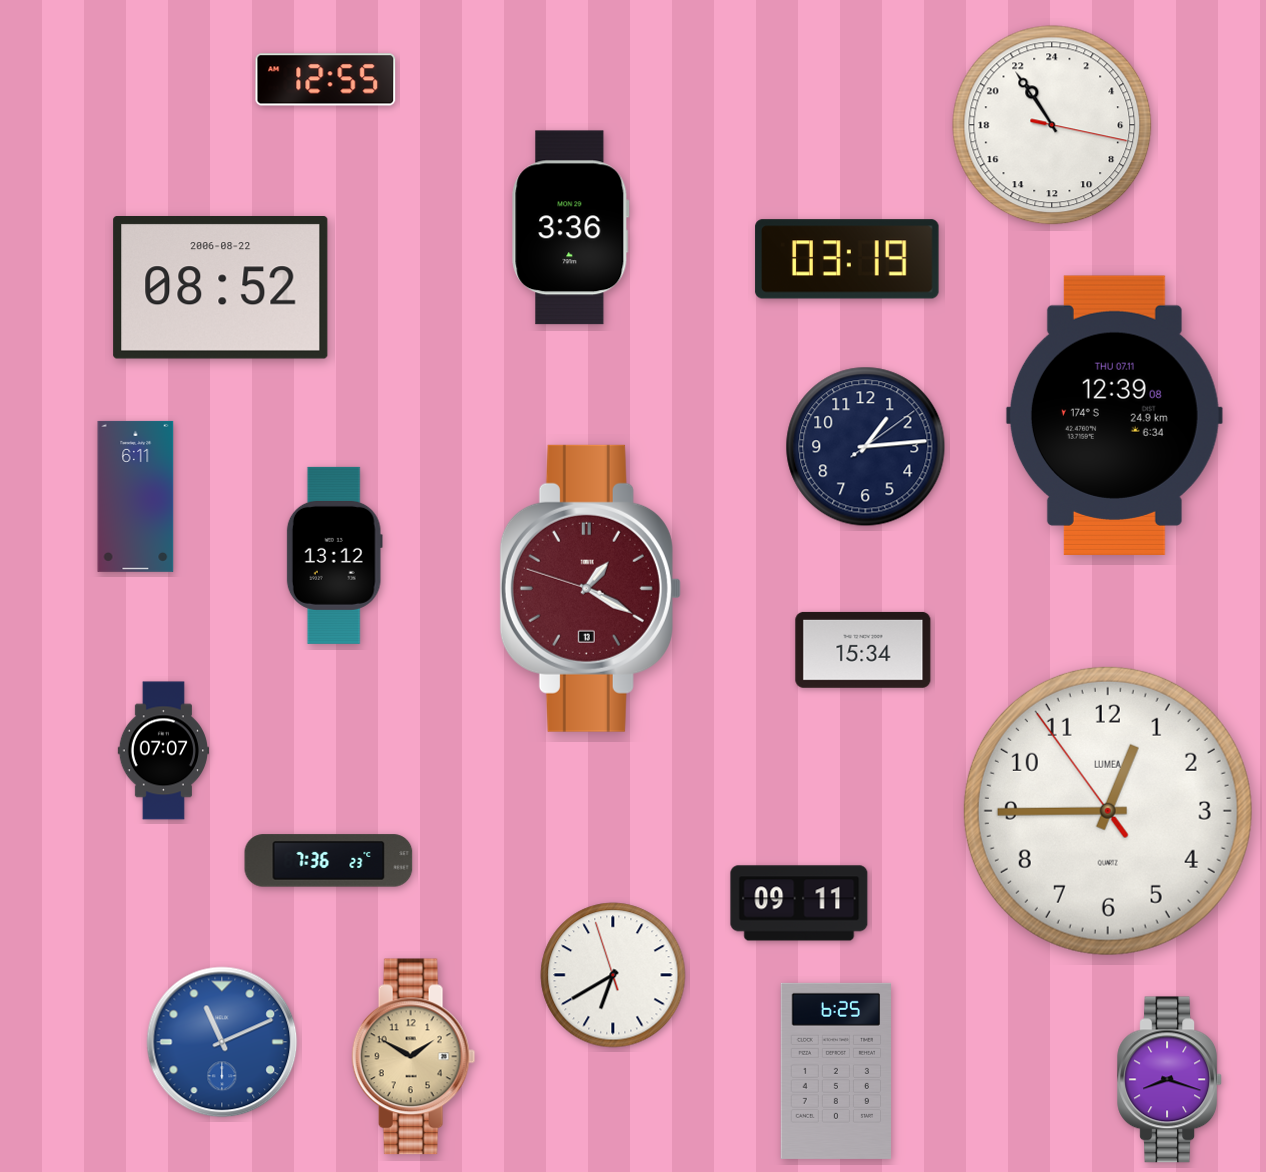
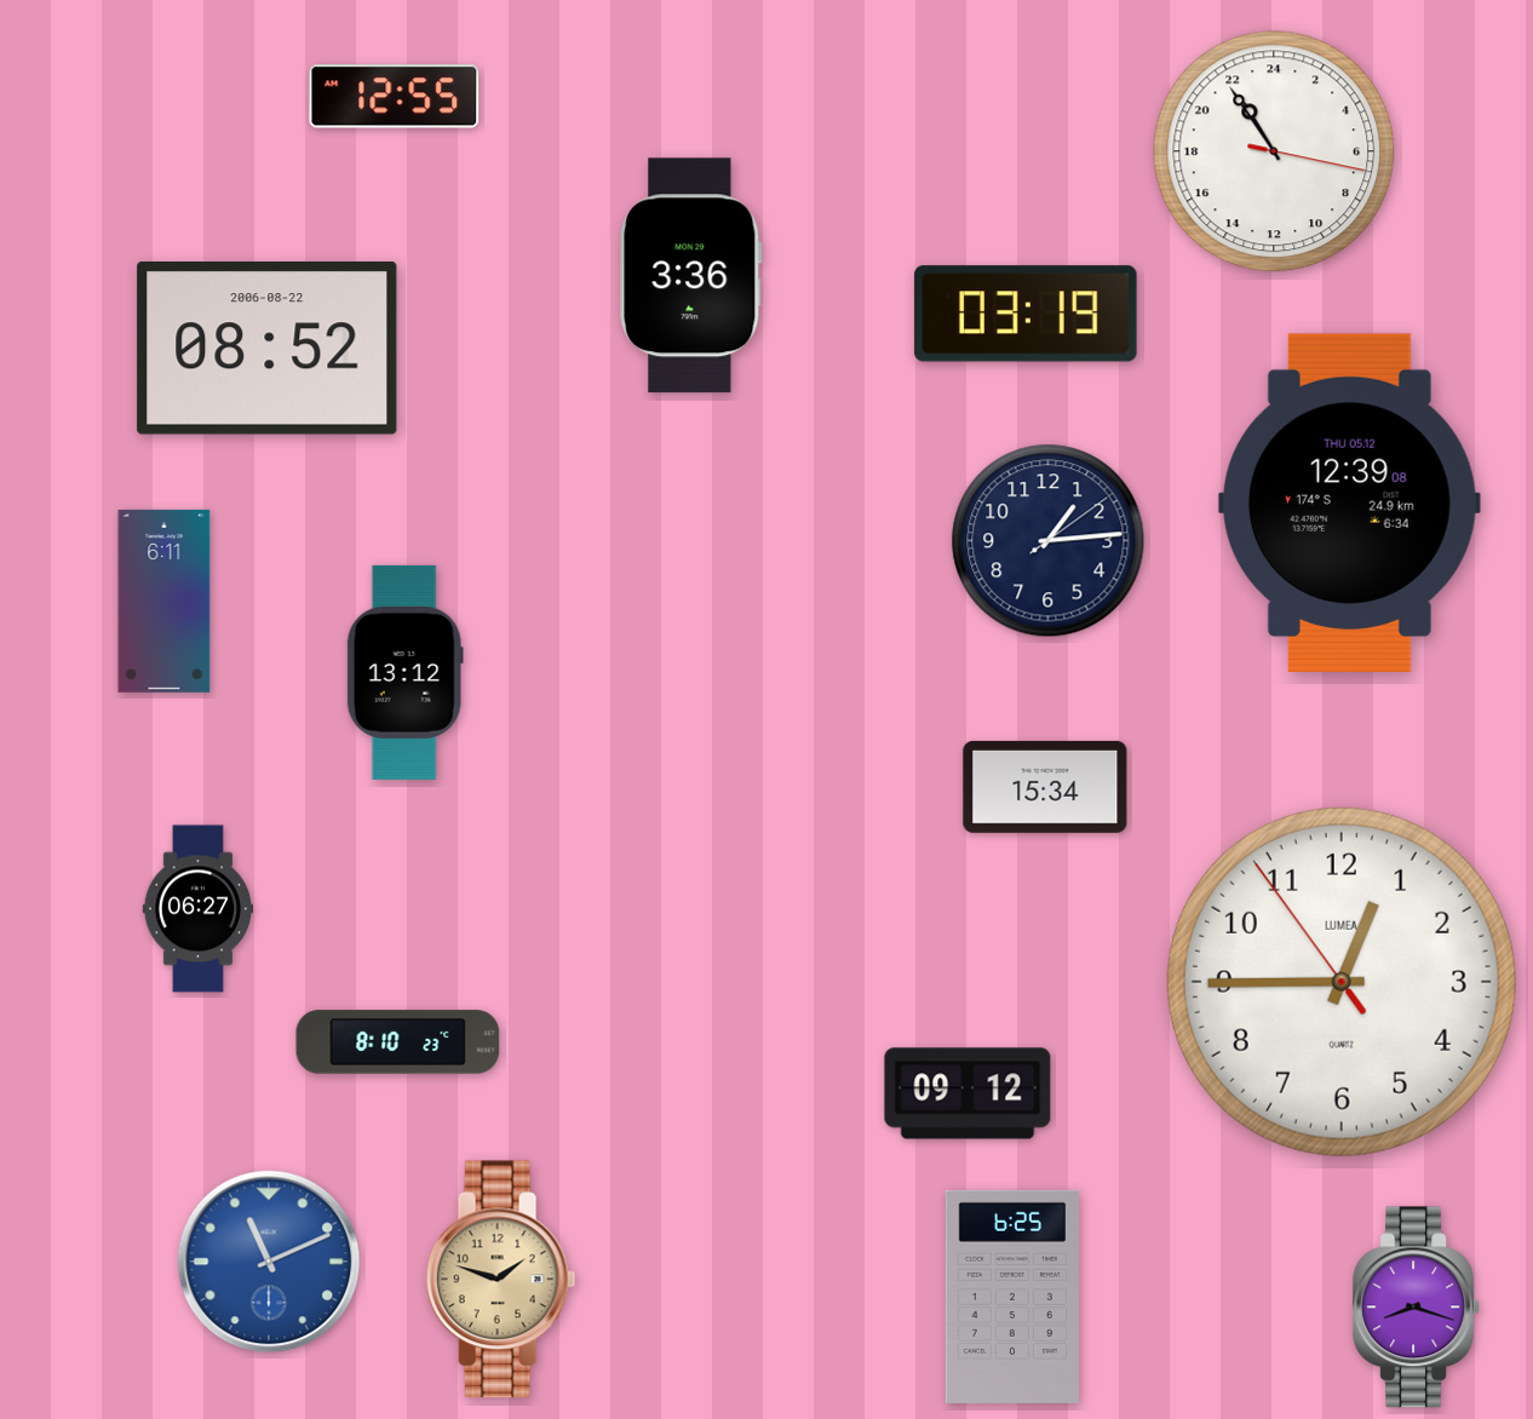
clock at (1114, 415) date: THU 07.11 -> THU 05.12
clock at (590, 588): 1:19 -> none
clock at (163, 751): 07:07 -> 06:27
clock at (329, 861): 7:36 -> 8:10
clock at (799, 903): 09:11 -> 09:12
clock at (613, 975): 6:39 -> none
clock at (414, 1057): 1:50 -> 1:48
